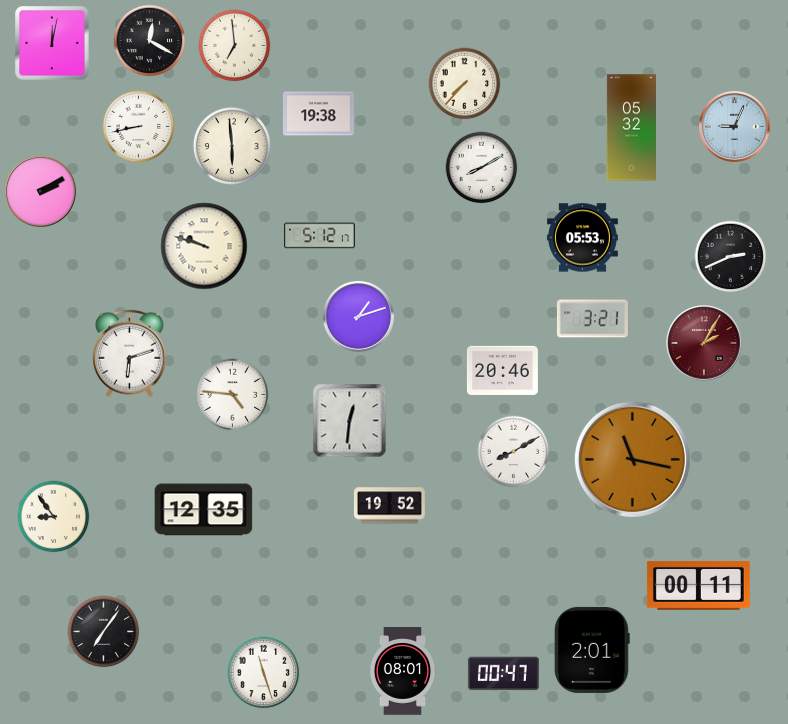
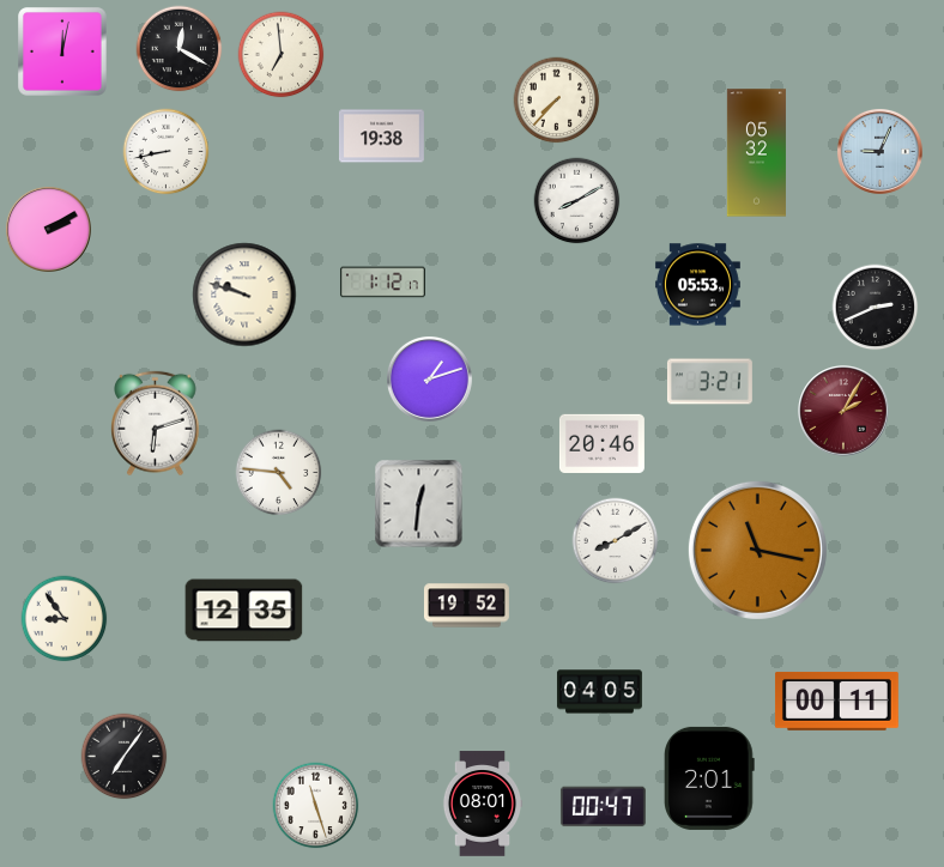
clock at (232, 146): 5:59 -> none
clock at (319, 236): 5:12 -> 1:12
clock at (599, 692): none -> 04:05
